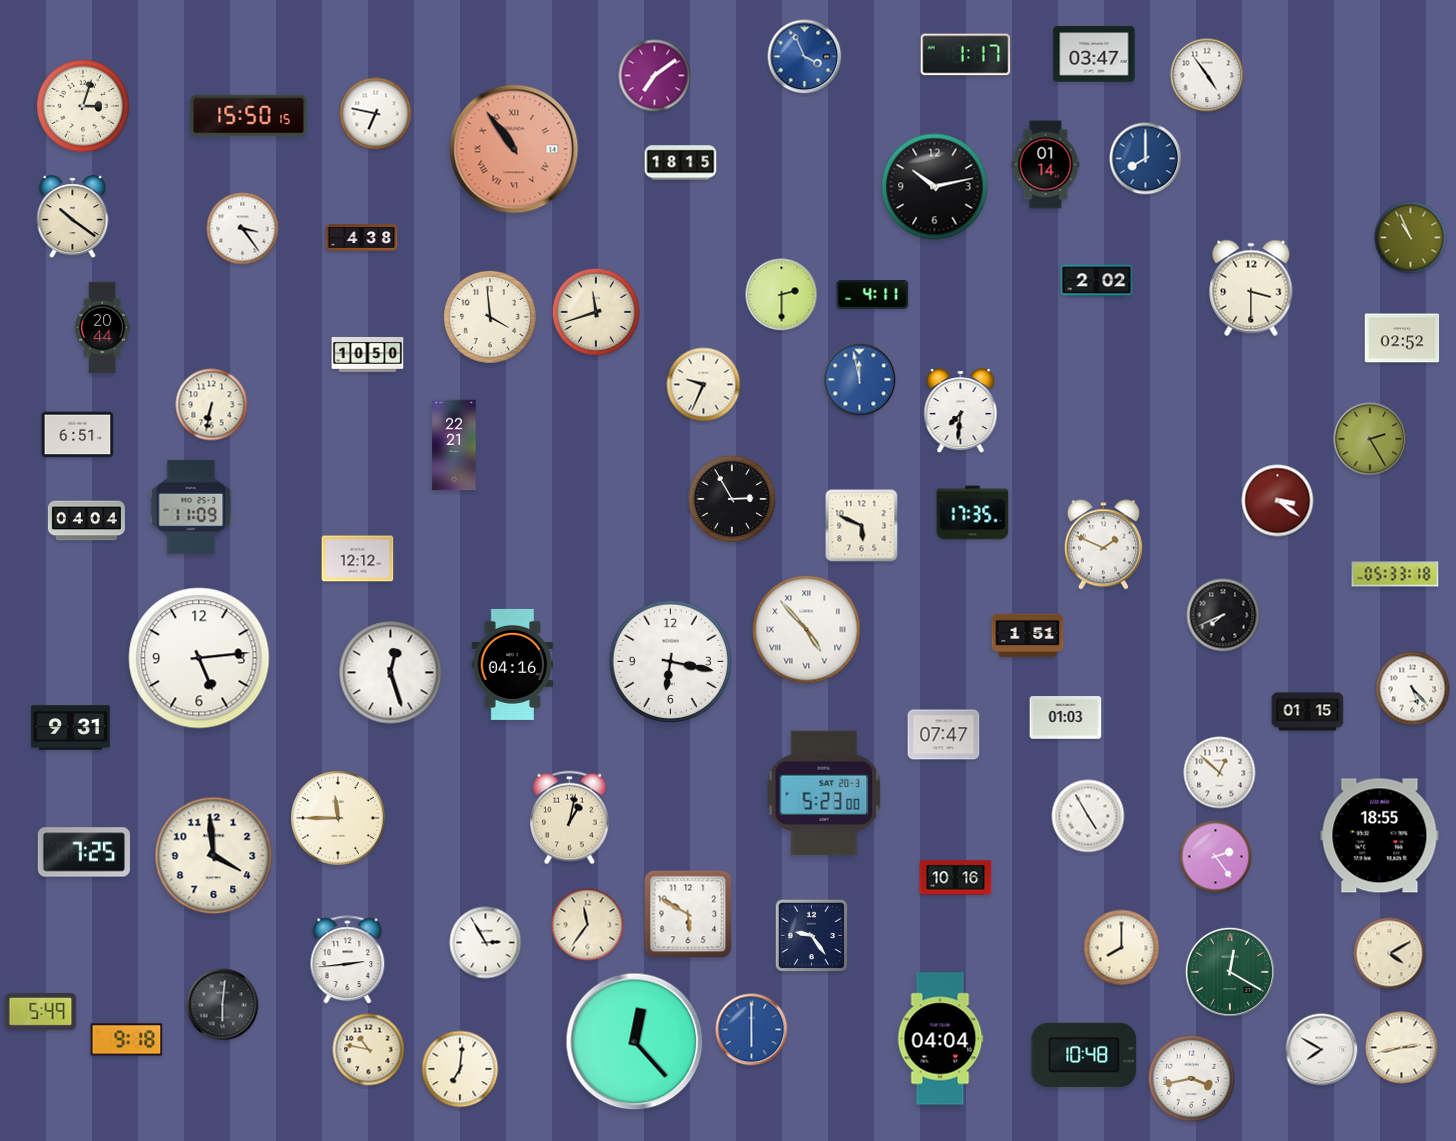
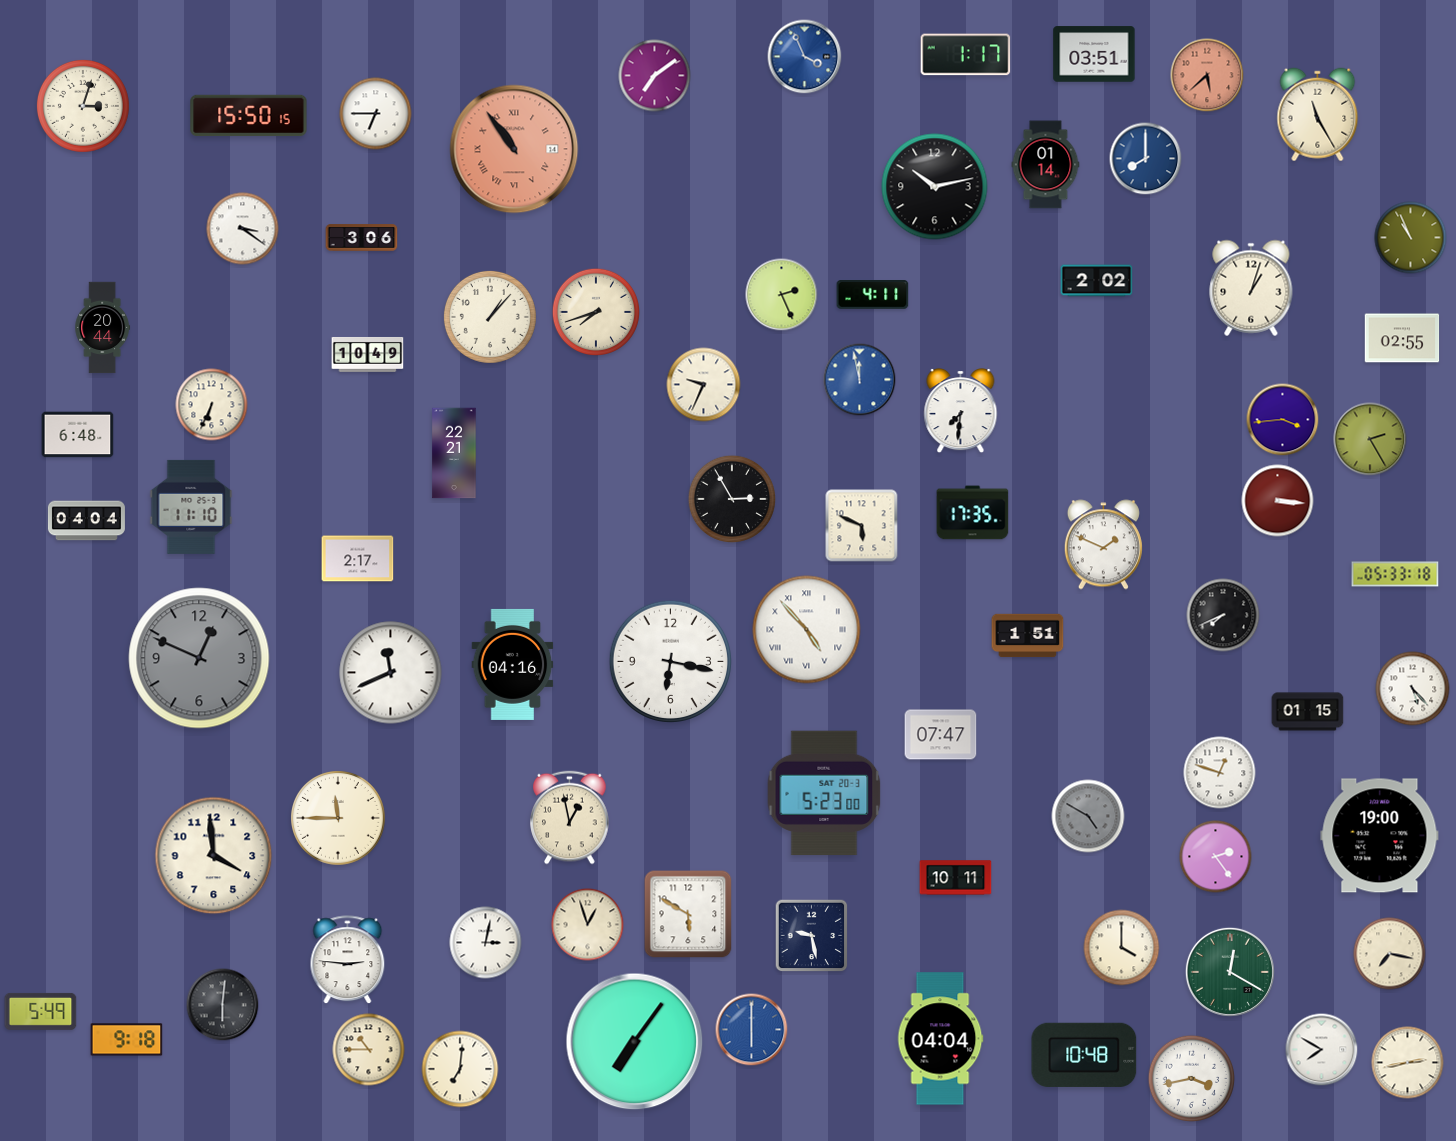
clock at (1094, 54): 03:47 -> 03:51
clock at (1207, 75): 4:54 -> 5:38
clock at (1207, 75) dial: white -> salmon
clock at (376, 114): 6:47 -> 6:45
clock at (1318, 115): none -> 11:25
clock at (681, 163): 18:15 -> none
clock at (73, 217): 10:21 -> none
clock at (243, 229): 3:24 -> 3:21
clock at (362, 238): 4:38 -> 3:06
clock at (1251, 288): 3:30 -> 1:03
clock at (782, 295): 2:30 -> 2:26
clock at (595, 311): 11:42 -> 7:42
clock at (490, 317): 3:59 -> 1:07
clock at (1402, 338): 02:52 -> 02:55
clock at (368, 354): 10:50 -> 10:49
clock at (212, 405): 6:32 -> 6:34
clock at (1283, 420): none -> 3:44
clock at (78, 435): 6:51 -> 6:48
clock at (454, 445) position: (454, 445) -> (454, 453)
clock at (1278, 501): 3:21 -> 3:16
clock at (191, 507): 11:09 -> 11:10
clock at (358, 559): 12:12 -> 2:17
clock at (199, 658): 5:14 -> 12:49
clock at (199, 658) dial: white -> grey
clock at (391, 673): 12:27 -> 11:41
clock at (1066, 718): 01:03 -> none
clock at (71, 728): 9:31 -> none
clock at (944, 735) position: (944, 735) -> (941, 735)
clock at (1220, 773): 12:52 -> 12:48
clock at (1088, 816): 4:55 -> 4:50
clock at (1088, 816) dial: white -> grey
clock at (570, 818): 1:02 -> 12:58
clock at (1380, 836): 18:55 -> 19:00
clock at (84, 852): 7:25 -> none
clock at (956, 878): 10:16 -> 10:11
clock at (588, 925): 11:36 -> 12:57
clock at (812, 936): 9:24 -> 9:28
clock at (486, 943): 2:55 -> 3:02
clock at (1122, 948): 8:00 -> 4:00
clock at (1390, 954): 4:10 -> 7:17
clock at (348, 960): 2:44 -> 2:46
clock at (635, 1042): 12:23 -> 7:06
clock at (1402, 1048) position: (1402, 1048) -> (1408, 1063)
clock at (369, 1050): 10:47 -> 10:45
